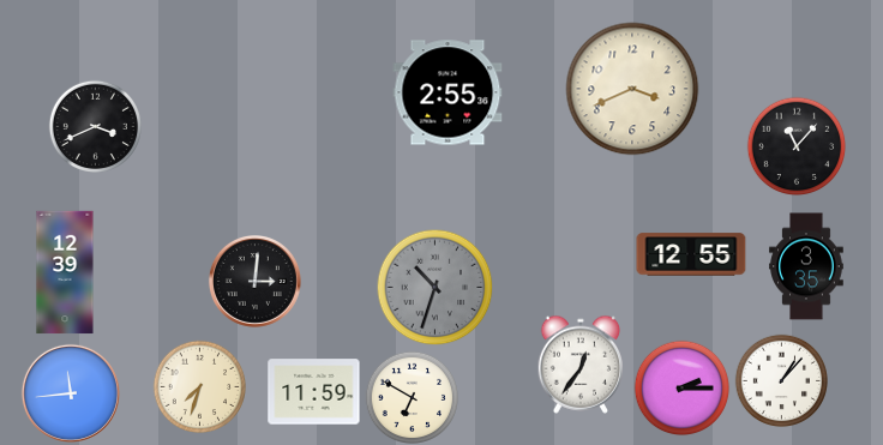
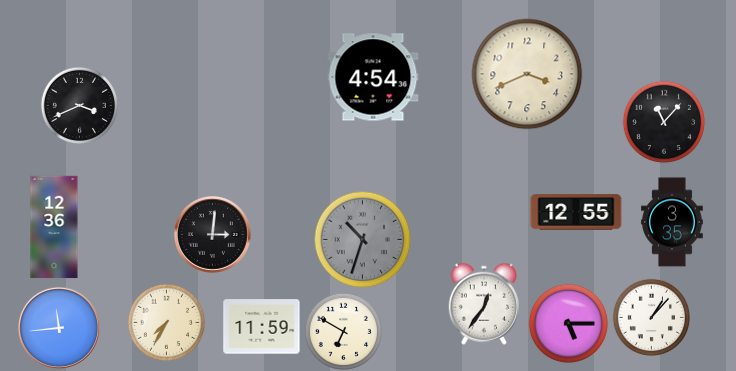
clock at (447, 92): 2:55 -> 4:54
clock at (65, 272): 12:39 -> 12:36
clock at (199, 386): 7:33 -> 7:35
clock at (681, 387): 2:15 -> 5:15
